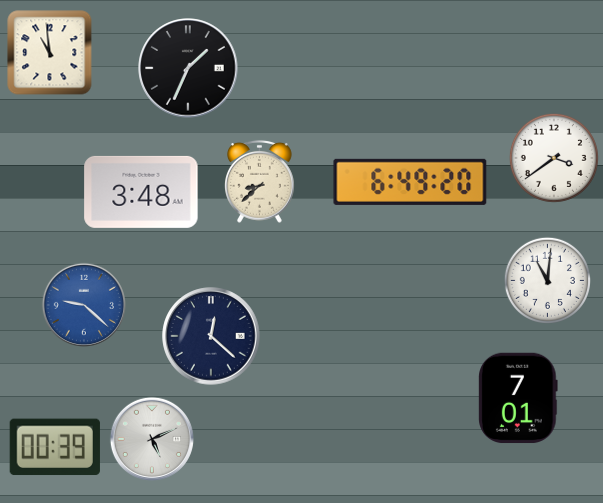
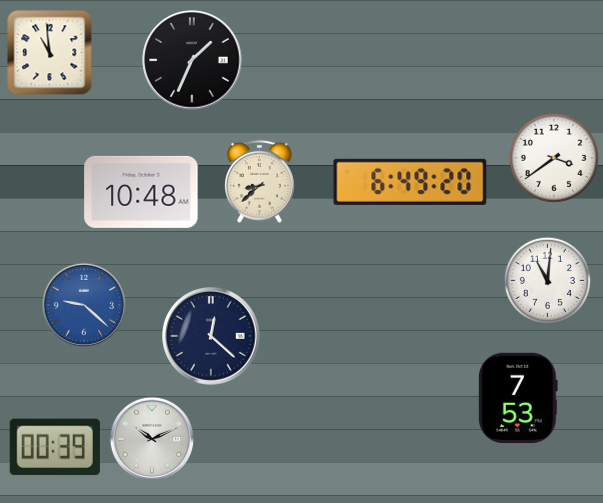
clock at (188, 68) position: (188, 68) -> (192, 60)
clock at (141, 192): 3:48 -> 10:48
clock at (518, 398): 7:01 -> 7:53
clock at (152, 439): 5:11 -> 10:11
